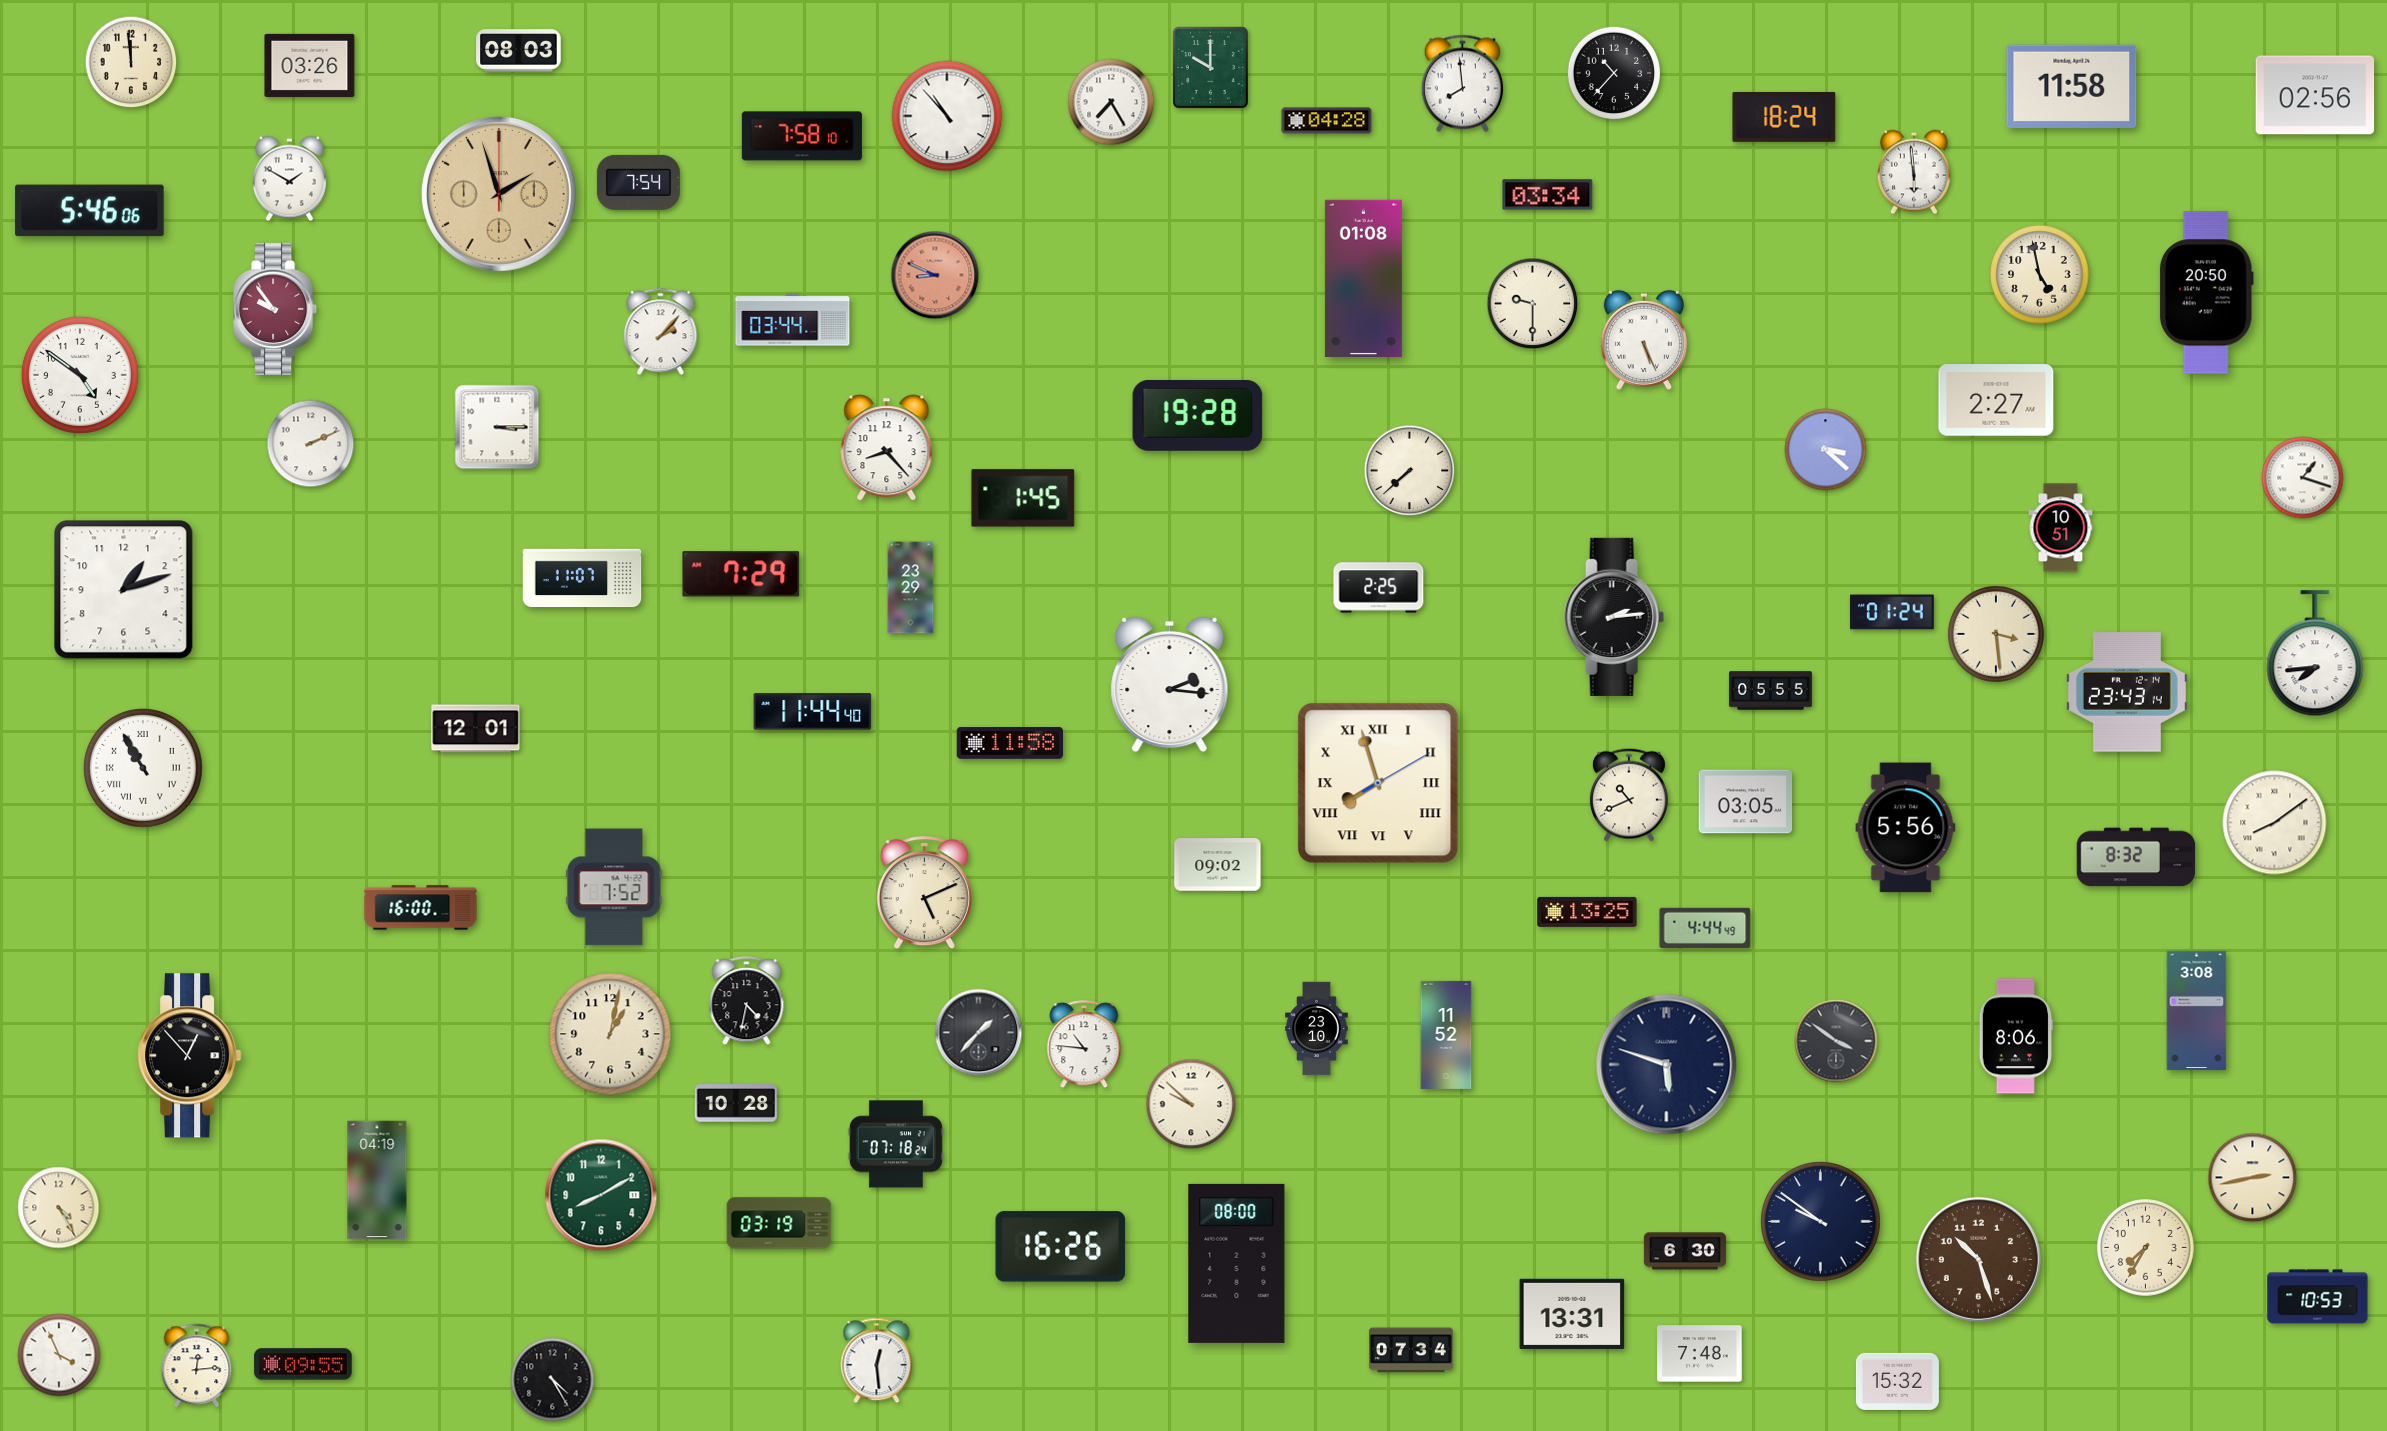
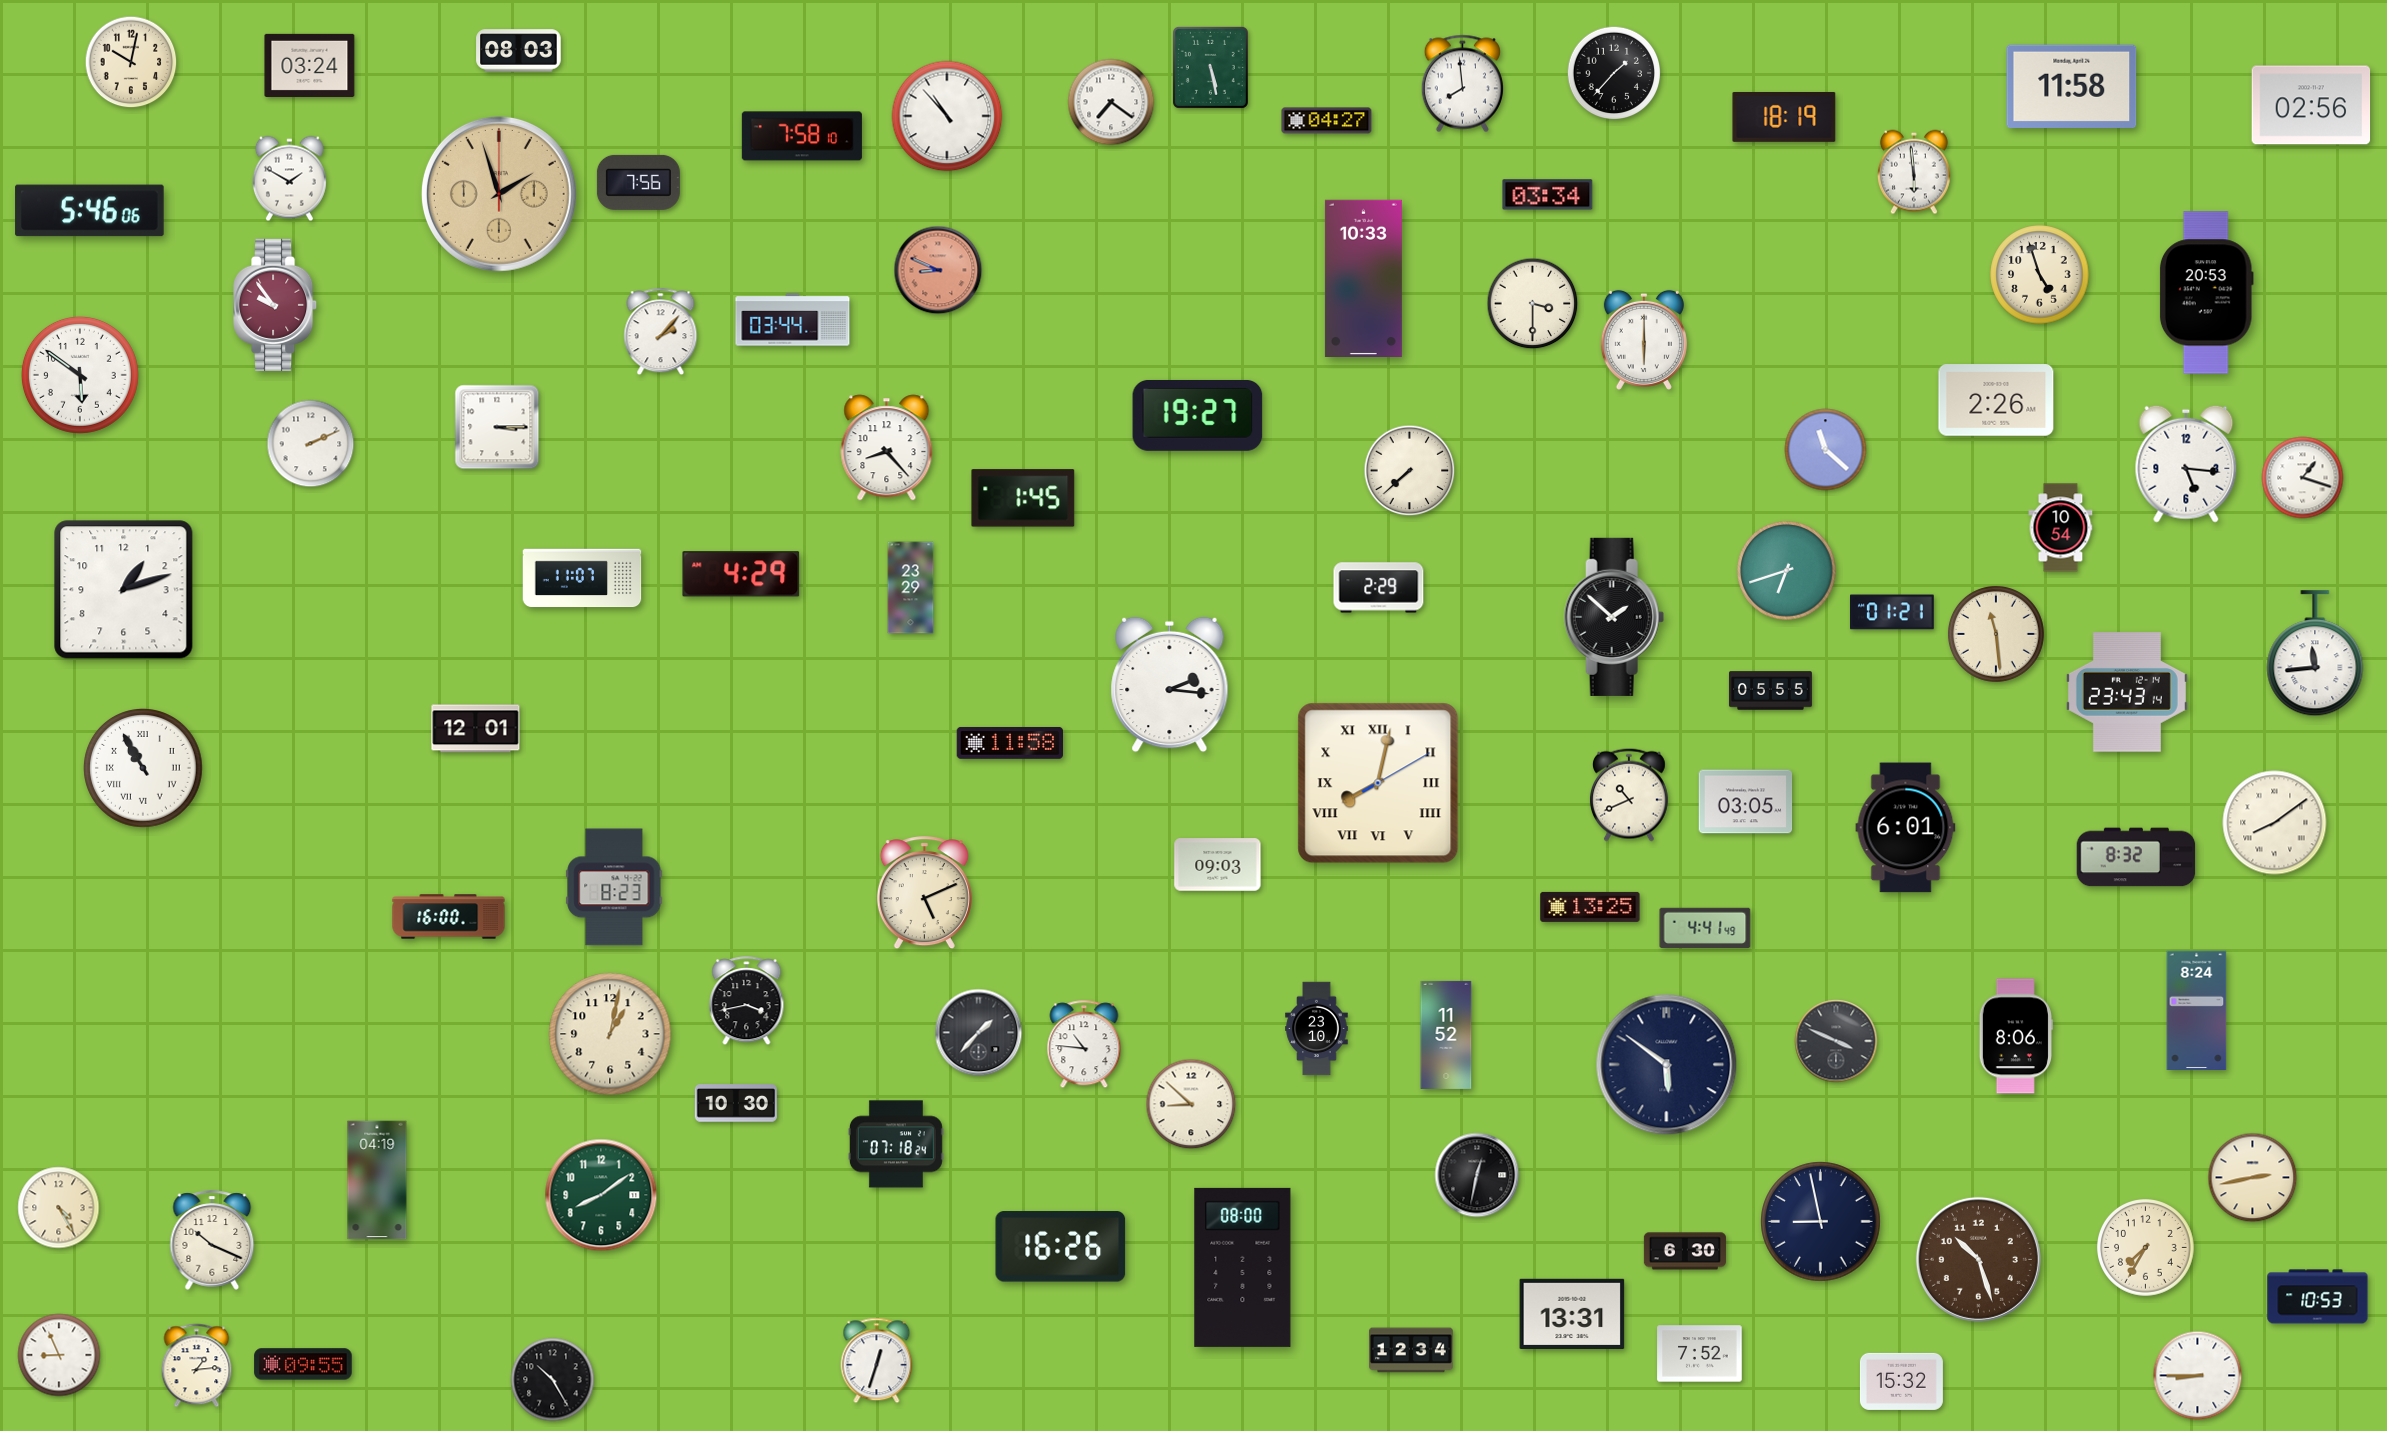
clock at (131, 62): 11:59 -> 10:02
clock at (310, 65): 03:26 -> 03:24
clock at (1210, 67): 10:00 -> 5:28
clock at (1613, 72): 10:37 -> 1:37
clock at (2315, 95) position: (2315, 95) -> (2311, 105)
clock at (1111, 102): 7:25 -> 7:21
clock at (1784, 117): 18:24 -> 18:19
clock at (1327, 121): 04:28 -> 04:27
clock at (638, 182): 7:54 -> 7:56
clock at (935, 275) position: (935, 275) -> (938, 270)
clock at (2040, 275): 4:58 -> 4:57
clock at (1363, 278): 01:08 -> 10:33
clock at (2206, 293): 20:50 -> 20:53
clock at (1533, 304): 9:30 -> 3:30
clock at (276, 309) position: (276, 309) -> (276, 305)
clock at (1644, 340): 5:26 -> 6:00
clock at (80, 375): 4:51 -> 5:51
clock at (1996, 400): 2:27 -> 2:26
clock at (1198, 415): 19:28 -> 19:27
clock at (1826, 450): 3:22 -> 11:22
clock at (2186, 464): none -> 5:16
clock at (2061, 528): 10:51 -> 10:54
clock at (1787, 571): none -> 6:42
clock at (741, 574): 7:29 -> 4:29
clock at (1379, 588): 2:25 -> 2:29
clock at (1893, 612): 01:24 -> 01:21
clock at (1614, 617): 2:14 -> 1:52
clock at (1996, 634): 3:29 -> 11:29
clock at (2315, 654): 7:44 -> 11:44
clock at (813, 712): 11:44 -> none
clock at (1378, 783): 7:57 -> 8:02
clock at (1906, 828): 5:56 -> 6:01
clock at (1218, 865): 09:02 -> 09:03
clock at (614, 887): 7:52 -> 8:23
clock at (421, 908) position: (421, 908) -> (449, 917)
clock at (1587, 912) position: (1587, 912) -> (1590, 907)
clock at (1705, 928): 4:44 -> 4:41
clock at (747, 1001): 4:32 -> 3:43
clock at (2197, 1011): 3:08 -> 8:24
clock at (1836, 1041): 3:51 -> 3:49
clock at (190, 1056): 12:53 -> none
clock at (1667, 1065): 5:48 -> 5:51
clock at (736, 1103): 10:28 -> 10:30
clock at (1191, 1104): 9:52 -> 8:52
clock at (1477, 1175): none -> 12:32
clock at (601, 1195): 8:10 -> 8:09
clock at (1821, 1222): 9:51 -> 8:58
clock at (779, 1223): 03:19 -> none
clock at (212, 1240): none -> 10:19
clock at (1237, 1263) position: (1237, 1263) -> (1243, 1267)
clock at (1412, 1350): 07:34 -> 12:34
clock at (1700, 1354): 7:48 -> 7:52
clock at (59, 1355): 3:56 -> 8:56
clock at (877, 1361): 12:29 -> 12:33
clock at (197, 1366): 12:14 -> 1:14
clock at (2198, 1376): none -> 8:45
clock at (553, 1380): 4:25 -> 10:25
clock at (1897, 1381) position: (1897, 1381) -> (1901, 1381)
